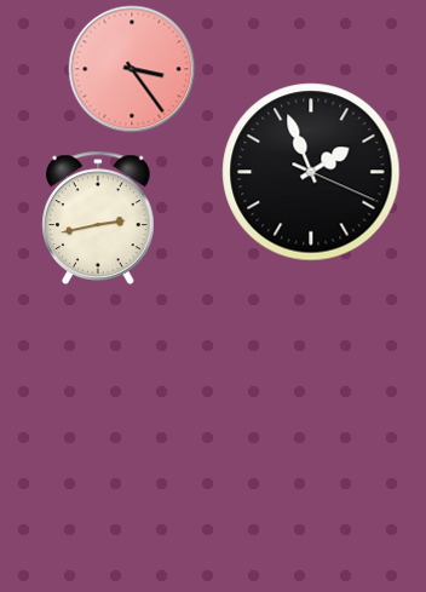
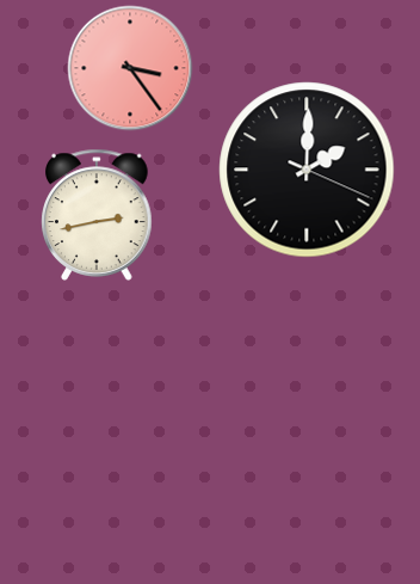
clock at (311, 172): 1:56 -> 2:00
